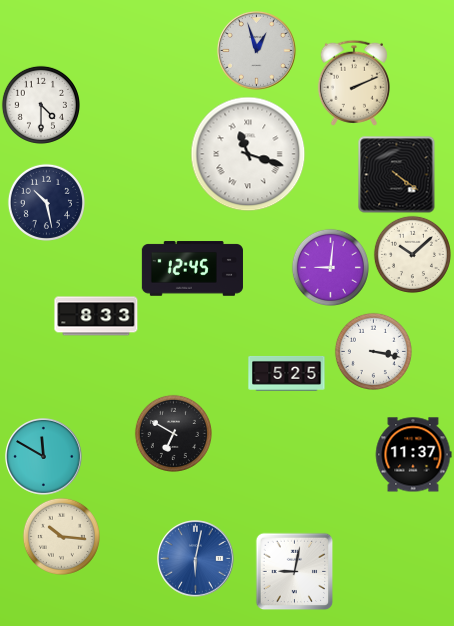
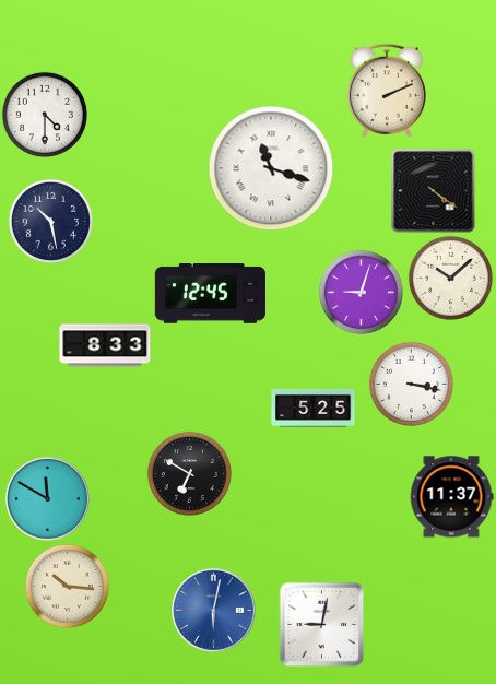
clock at (256, 50): 12:57 -> none
clock at (330, 267): 9:01 -> 9:03
clock at (373, 351) position: (373, 351) -> (411, 384)
